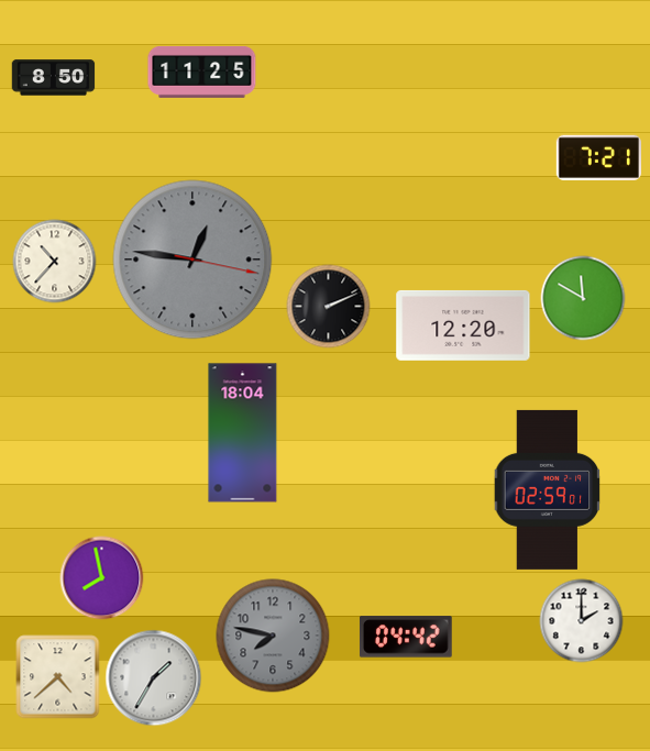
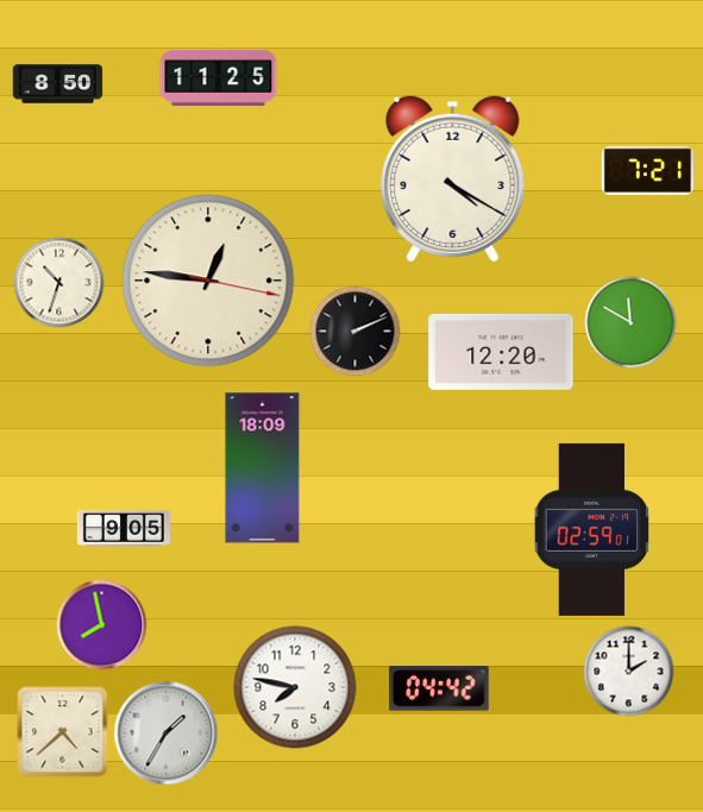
clock at (453, 180): none -> 4:20
clock at (192, 259) dial: grey -> cream
clock at (55, 262): 10:37 -> 10:33
clock at (243, 433): 18:04 -> 18:09
clock at (124, 528): none -> 9:05
clock at (102, 578) position: (102, 578) -> (102, 625)
clock at (273, 636) dial: grey -> white
